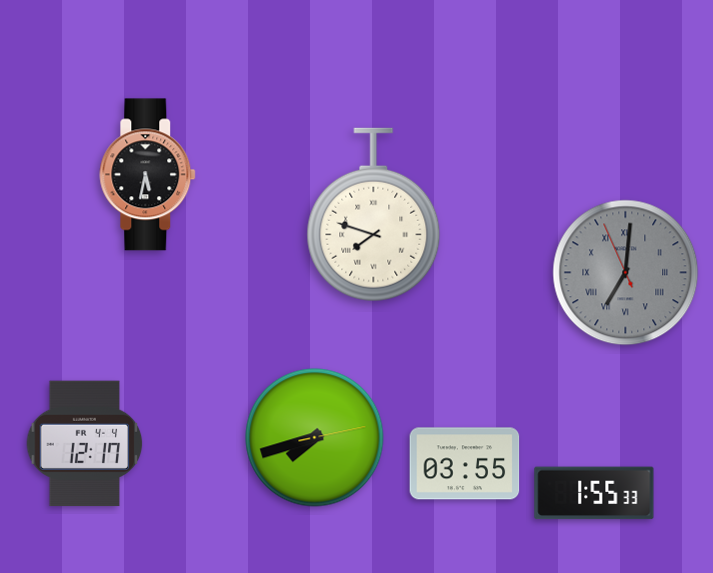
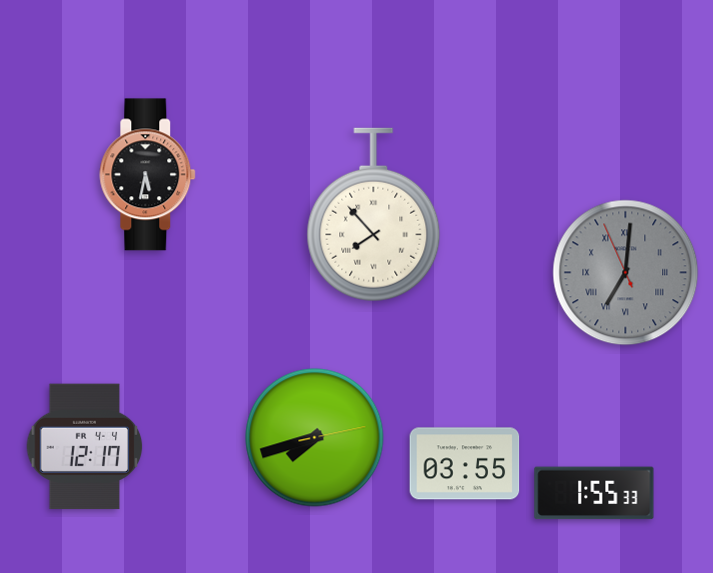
clock at (374, 215): 7:48 -> 7:53
clock at (85, 444) position: (85, 444) -> (85, 447)
